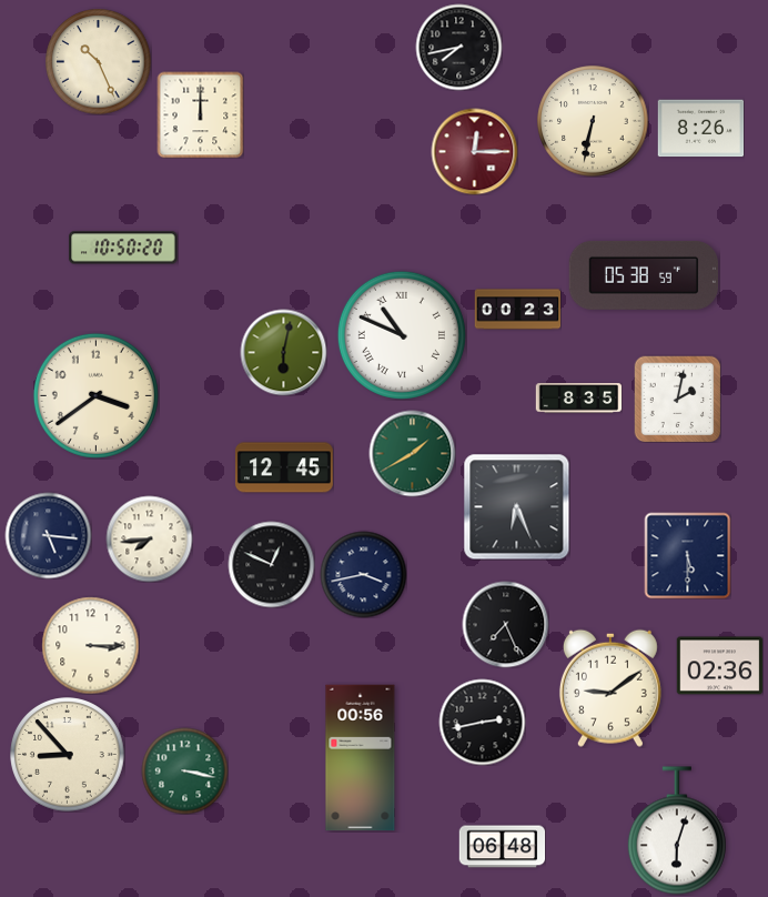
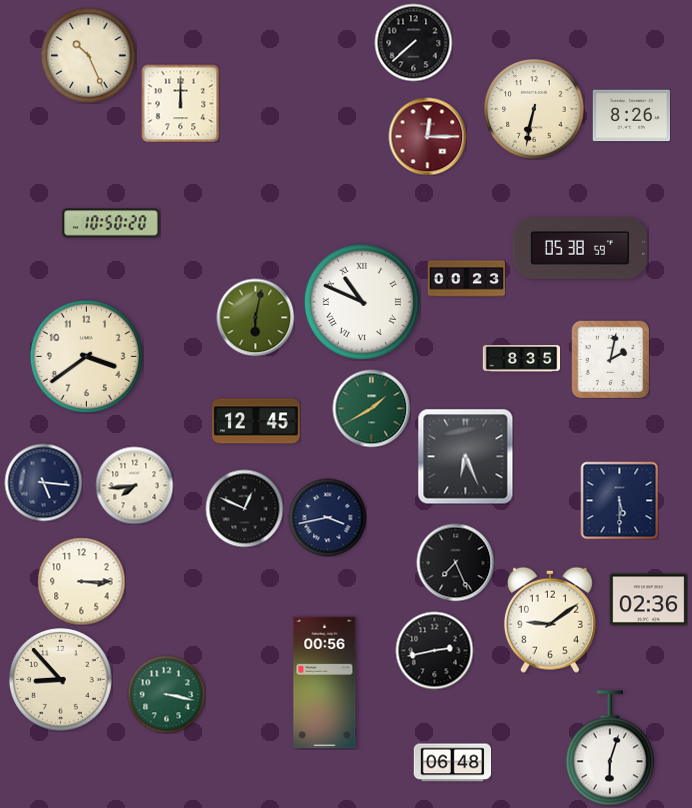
clock at (458, 47): 7:43 -> 7:38
